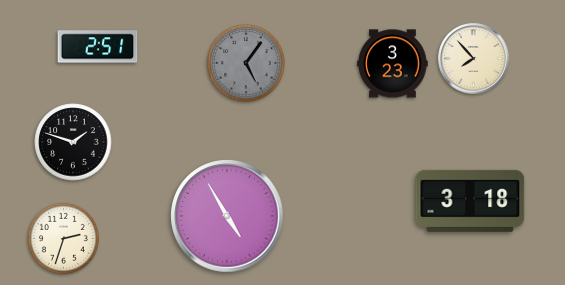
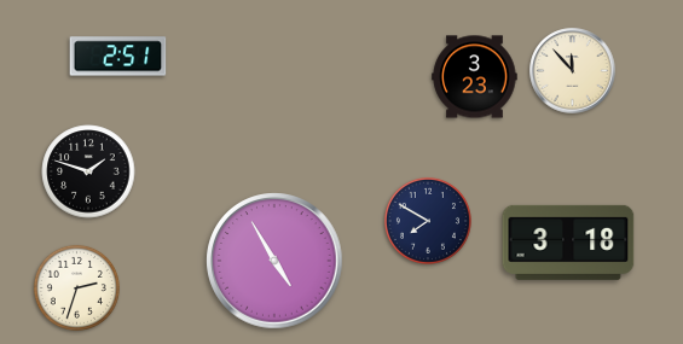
clock at (474, 59): 7:53 -> 11:53
clock at (246, 63): 5:06 -> none
clock at (428, 221): none -> 7:50
